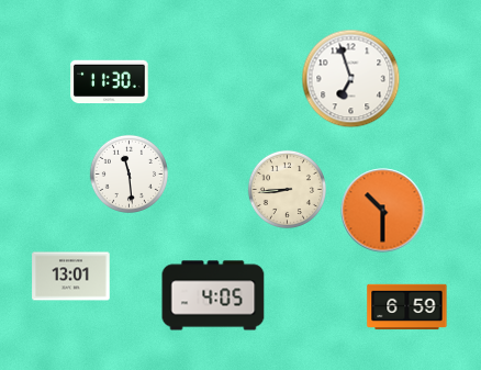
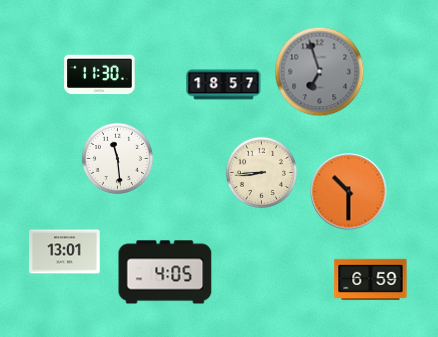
clock at (351, 79) dial: white -> grey
clock at (224, 85): none -> 18:57
clock at (213, 295) position: (213, 295) -> (165, 272)
